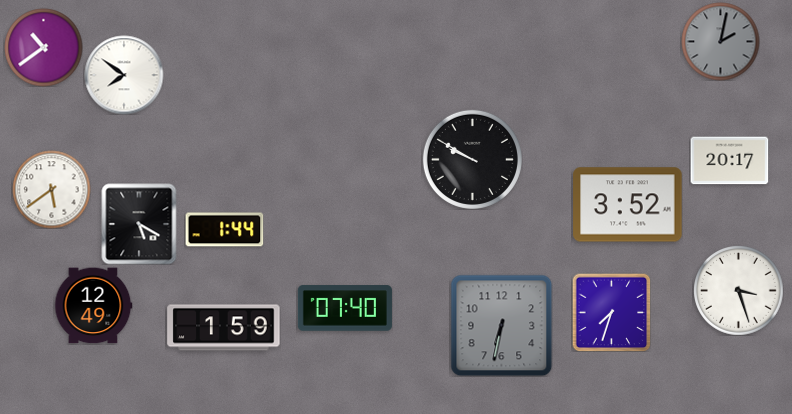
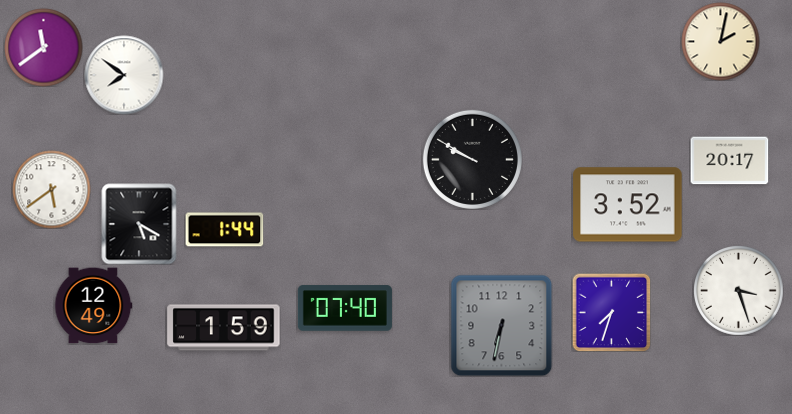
clock at (720, 41) dial: grey -> cream
clock at (43, 47): 10:39 -> 11:39
